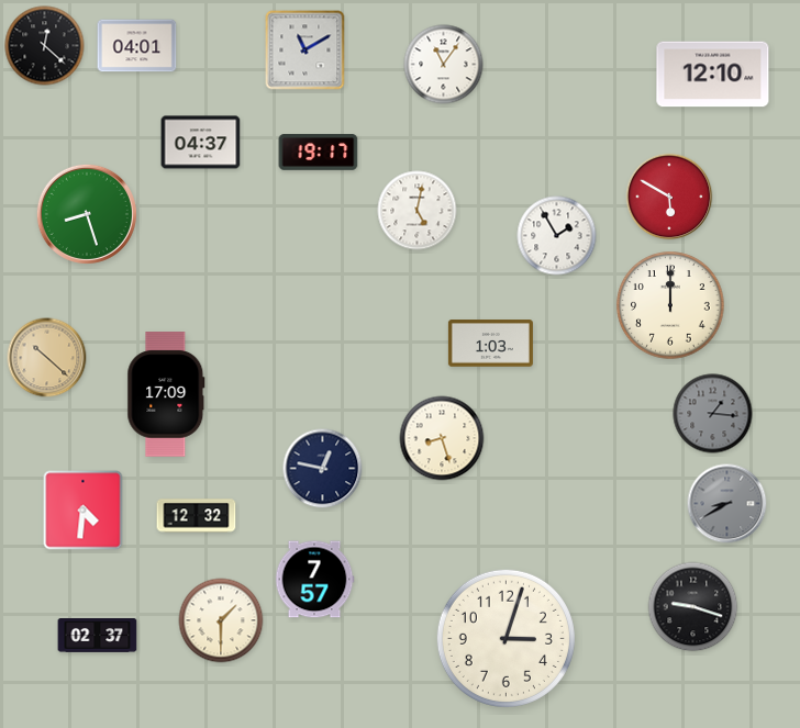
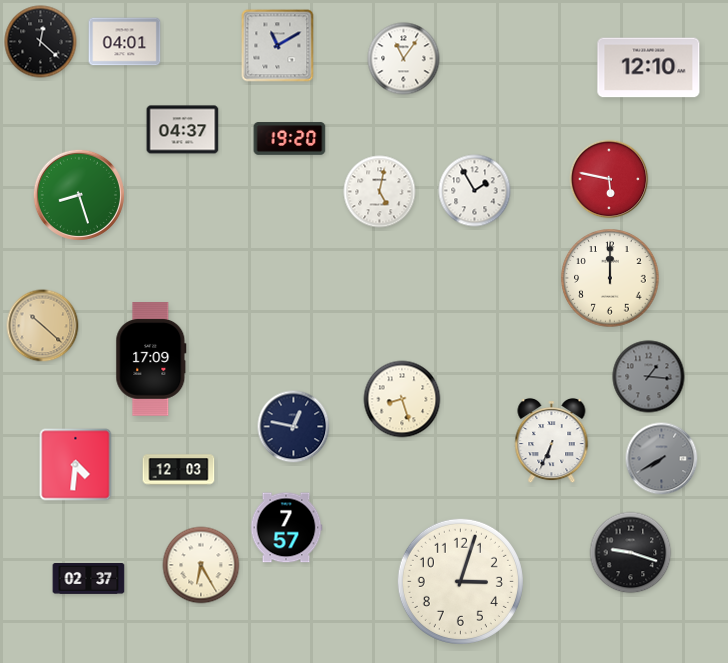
clock at (319, 153): 19:17 -> 19:20
clock at (669, 197): 5:50 -> 5:47
clock at (557, 236) position: (557, 236) -> (475, 191)
clock at (490, 344): 1:03 -> none
clock at (552, 441): none -> 6:34
clock at (727, 504): 8:40 -> 7:40
clock at (197, 516): 12:32 -> 12:03
clock at (221, 620): 1:30 -> 6:25
